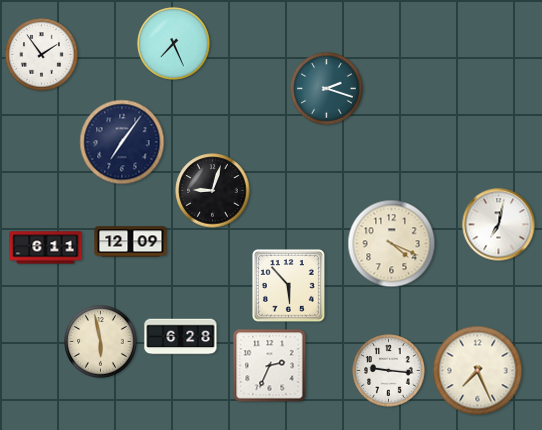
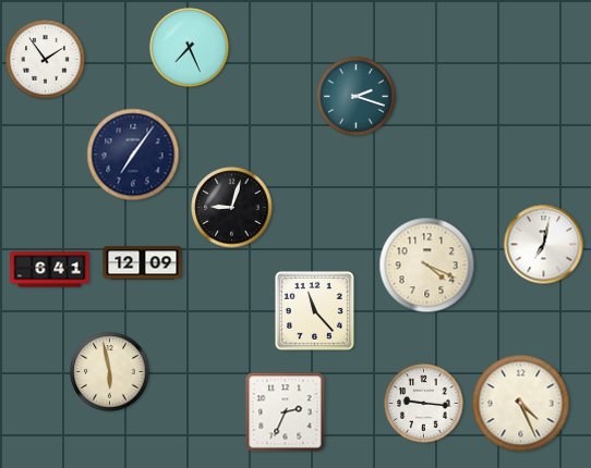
clock at (46, 248): 6:11 -> 6:41
clock at (289, 286): 5:53 -> 11:23
clock at (181, 337): 6:28 -> none
clock at (270, 366) position: (270, 366) -> (286, 412)
clock at (478, 371): 7:26 -> 4:26
